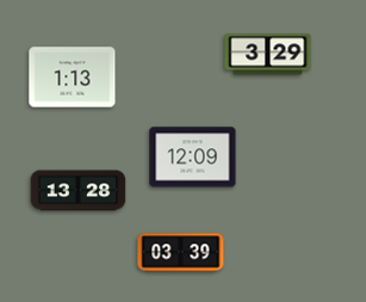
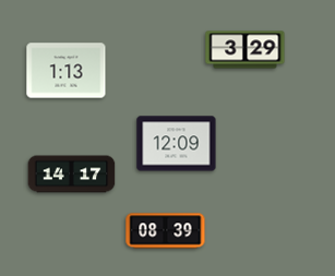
clock at (79, 191): 13:28 -> 14:17
clock at (181, 253): 03:39 -> 08:39
